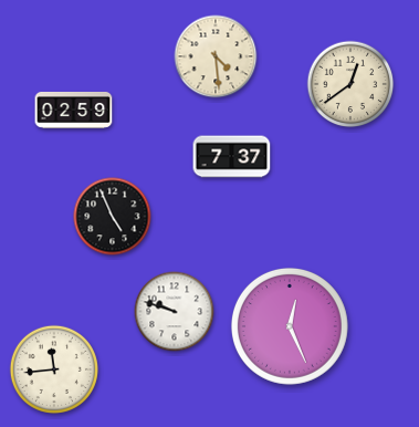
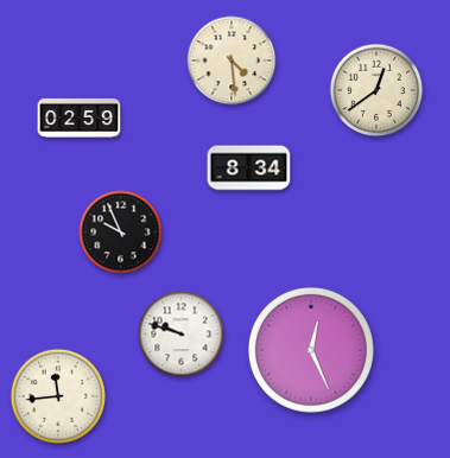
clock at (232, 157): 7:37 -> 8:34
clock at (113, 217): 4:56 -> 9:56
clock at (175, 312) position: (175, 312) -> (182, 335)
